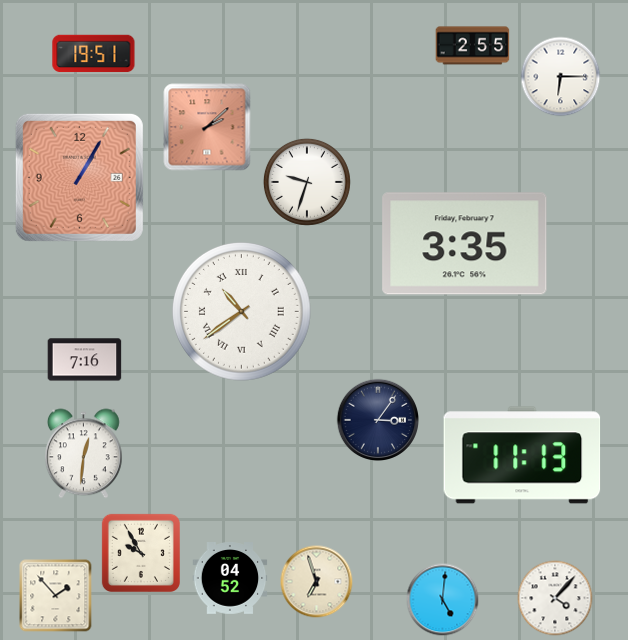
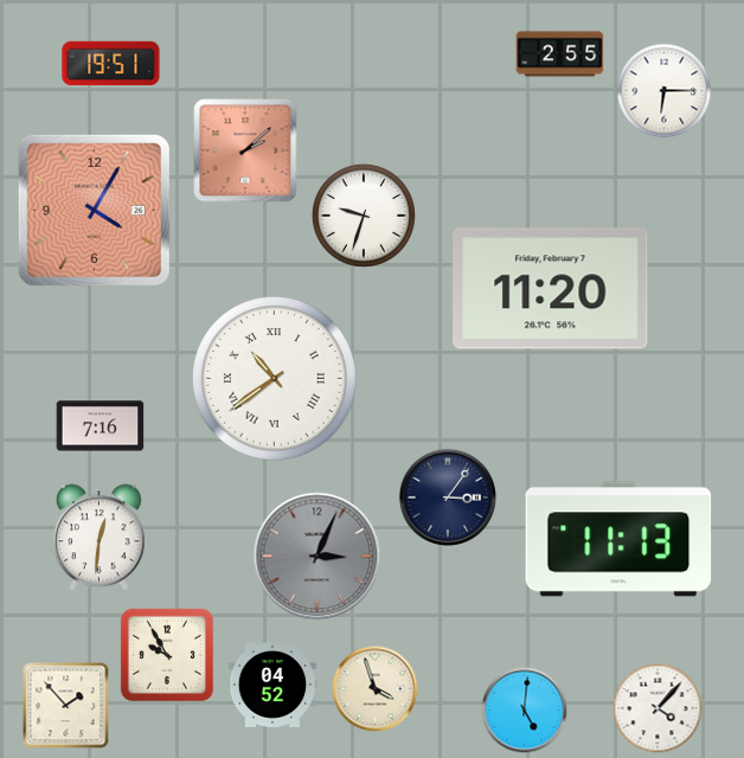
clock at (79, 177): 1:05 -> 4:05
clock at (465, 244): 3:35 -> 11:20
clock at (241, 311) position: (241, 311) -> (274, 378)
clock at (318, 557): none -> 3:04
clock at (317, 582): 6:57 -> 3:57
